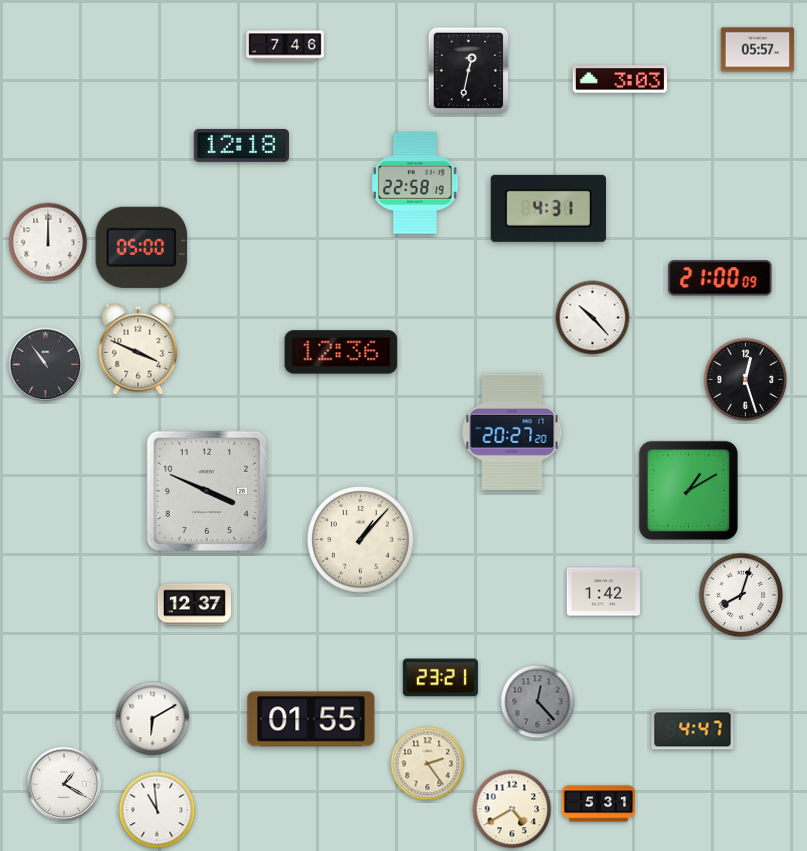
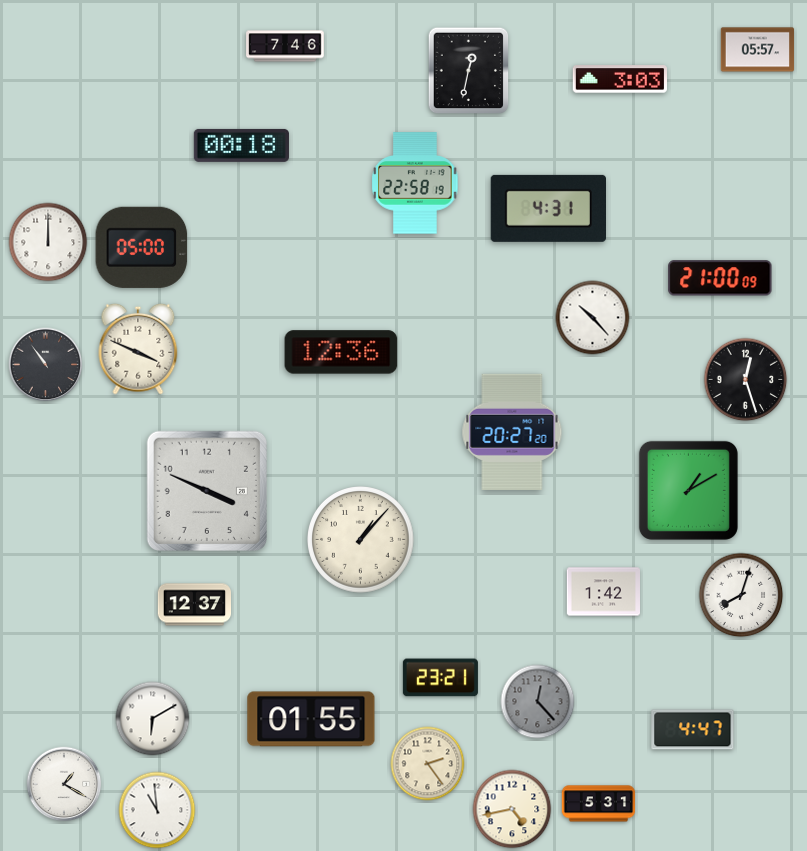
clock at (241, 145): 12:18 -> 00:18
clock at (512, 809): 4:40 -> 4:43
